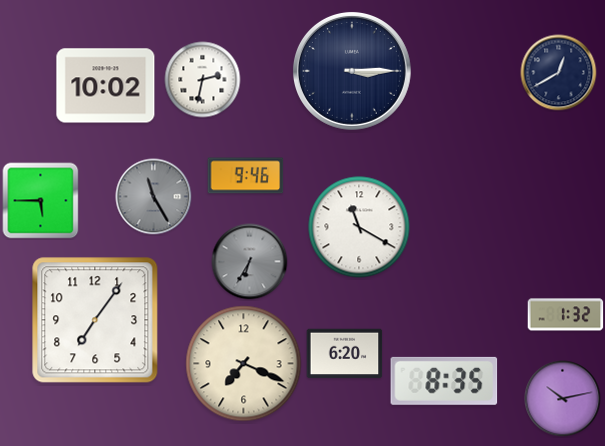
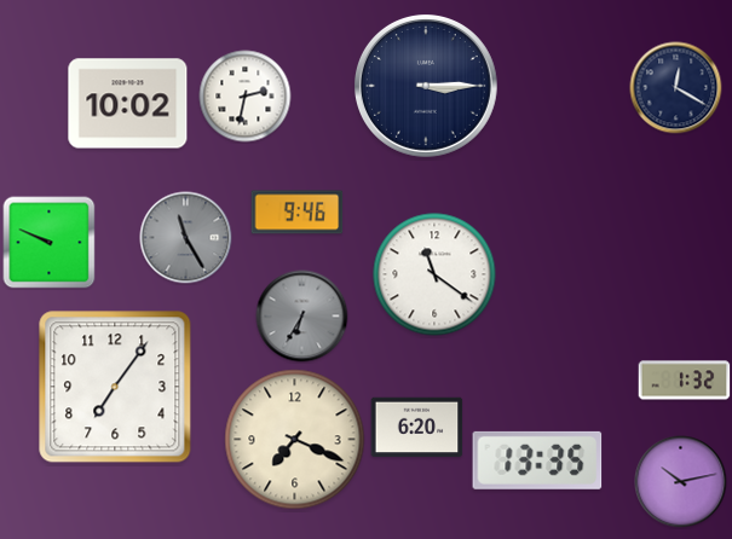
clock at (559, 73): 12:40 -> 12:20
clock at (41, 201): 5:45 -> 9:49
clock at (359, 227): 11:20 -> 11:21
clock at (444, 381): 8:35 -> 13:35
